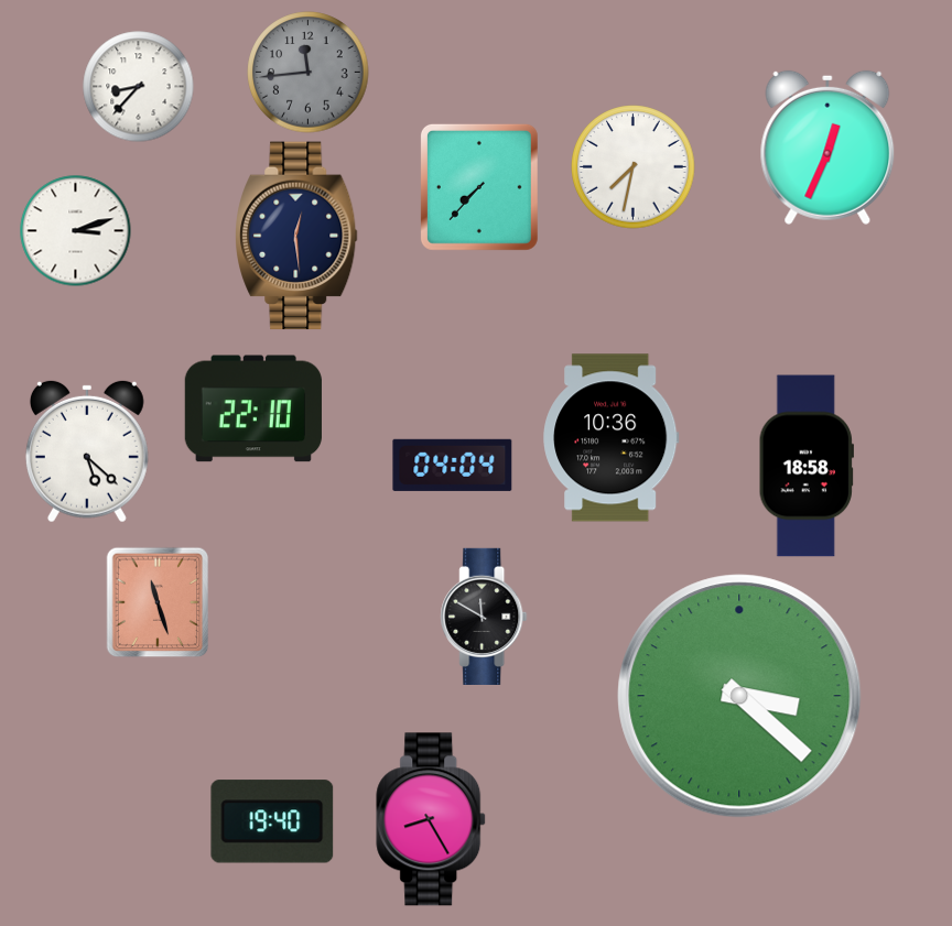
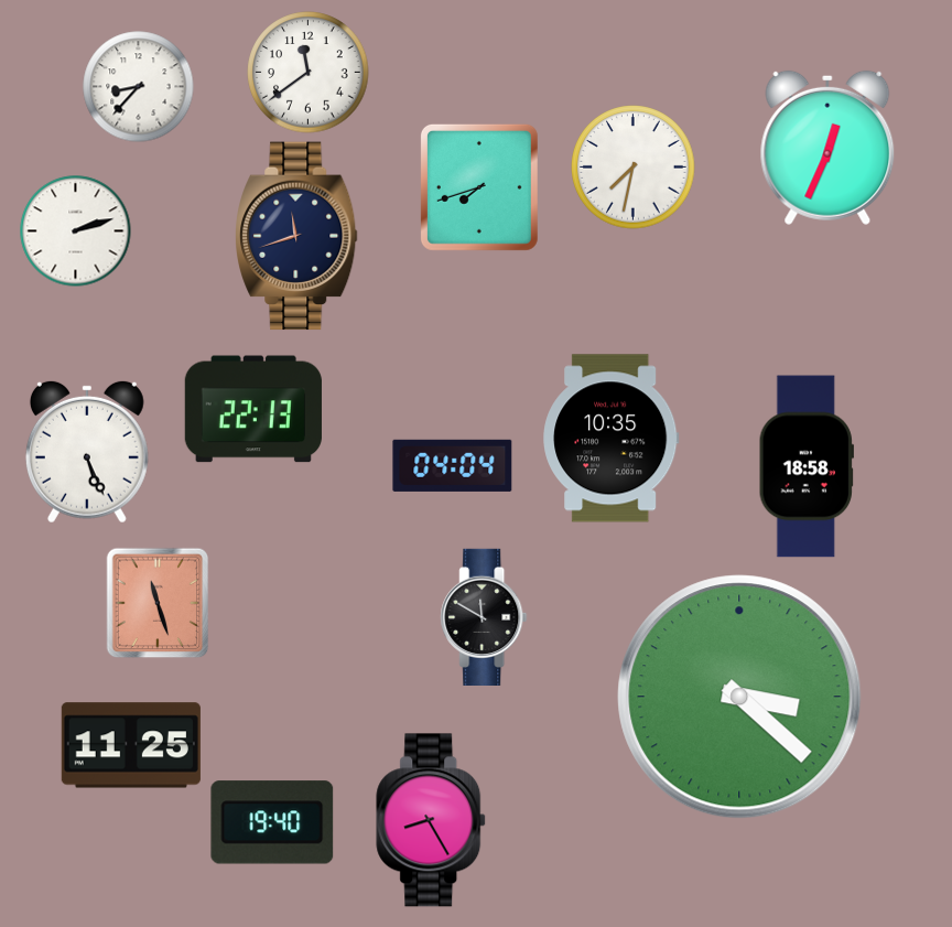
clock at (309, 73): 11:44 -> 11:39
clock at (309, 73) dial: grey -> white
clock at (479, 187): 7:37 -> 7:42
clock at (76, 231): 3:12 -> 2:12
clock at (296, 236): 12:29 -> 11:42
clock at (253, 408): 22:10 -> 22:13
clock at (612, 438): 10:36 -> 10:35
clock at (87, 451): 5:22 -> 5:26
clock at (131, 745): none -> 11:25
